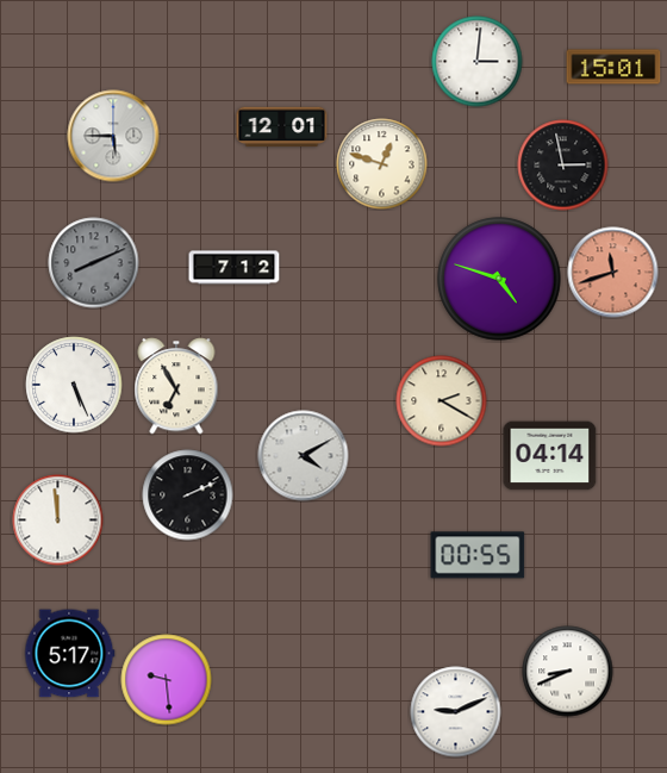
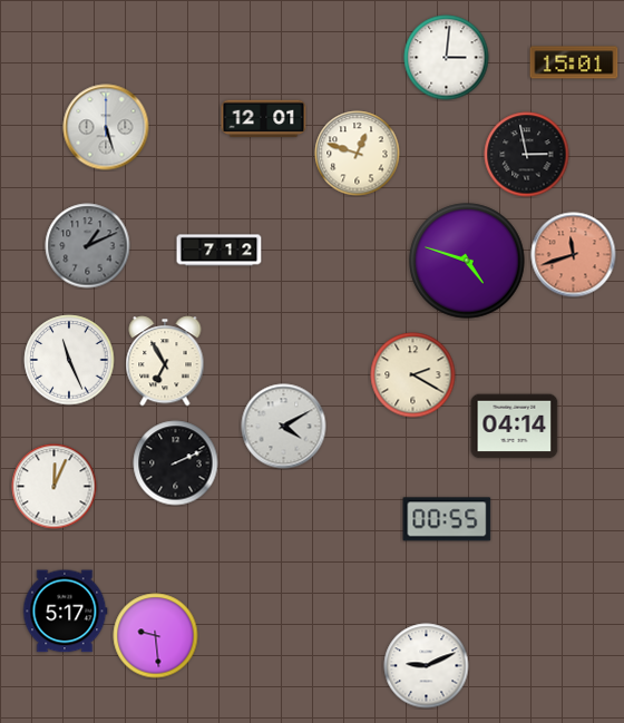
clock at (113, 136): 5:45 -> 5:27
clock at (94, 263): 8:11 -> 1:11
clock at (74, 385): 5:26 -> 11:26
clock at (58, 520): 11:59 -> 12:04
clock at (568, 672): 8:41 -> none
